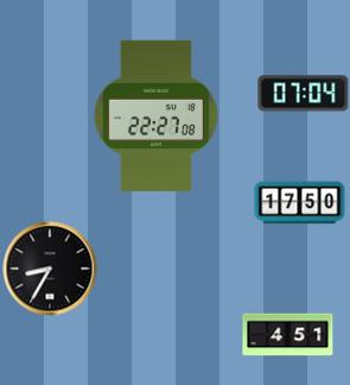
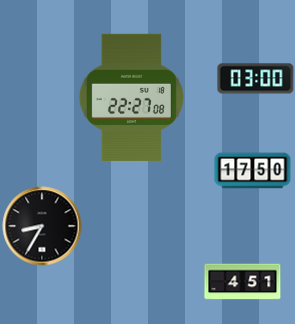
clock at (304, 94): 07:04 -> 03:00
